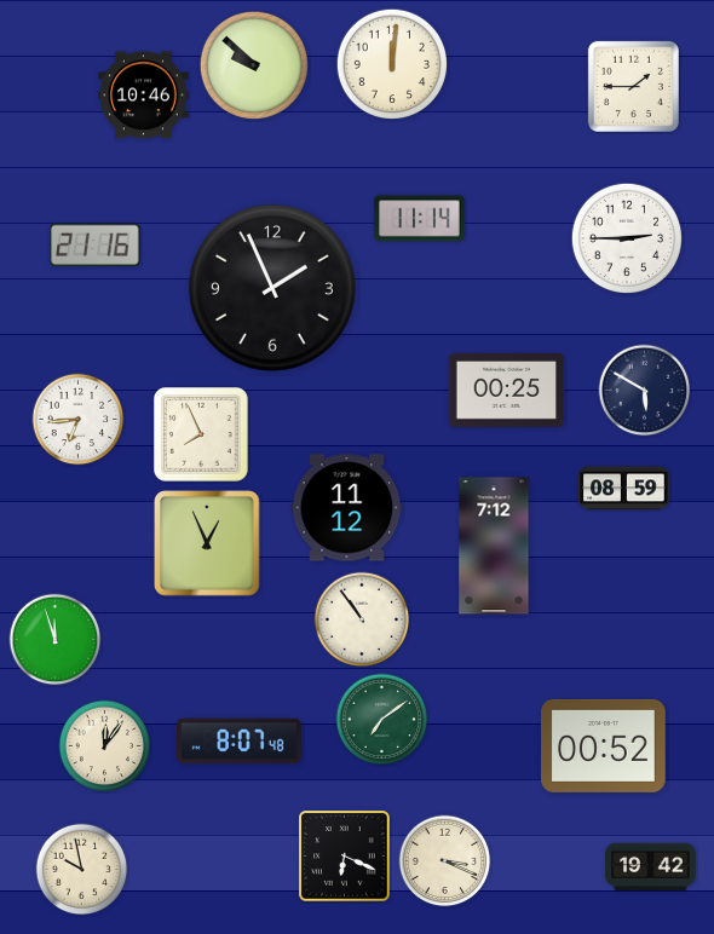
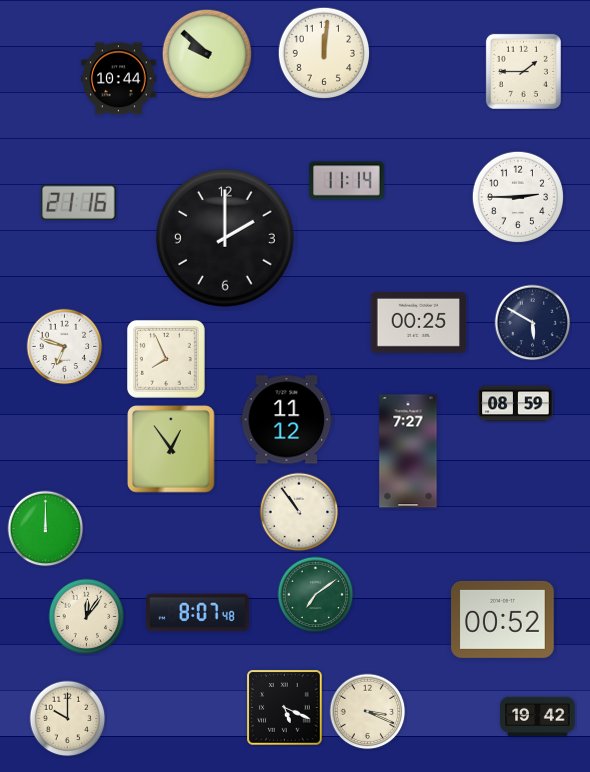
clock at (254, 65) position: (254, 65) -> (207, 54)
clock at (144, 96): 10:46 -> 10:44
clock at (272, 288): 1:56 -> 2:00
clock at (79, 420): 6:44 -> 6:48
clock at (207, 543): 12:56 -> 12:54
clock at (494, 546): 7:12 -> 7:27
clock at (56, 640): 11:57 -> 12:00
clock at (604, 745) position: (604, 745) -> (503, 619)
clock at (345, 857): 6:19 -> 5:19
clock at (82, 870): 9:58 -> 10:00
